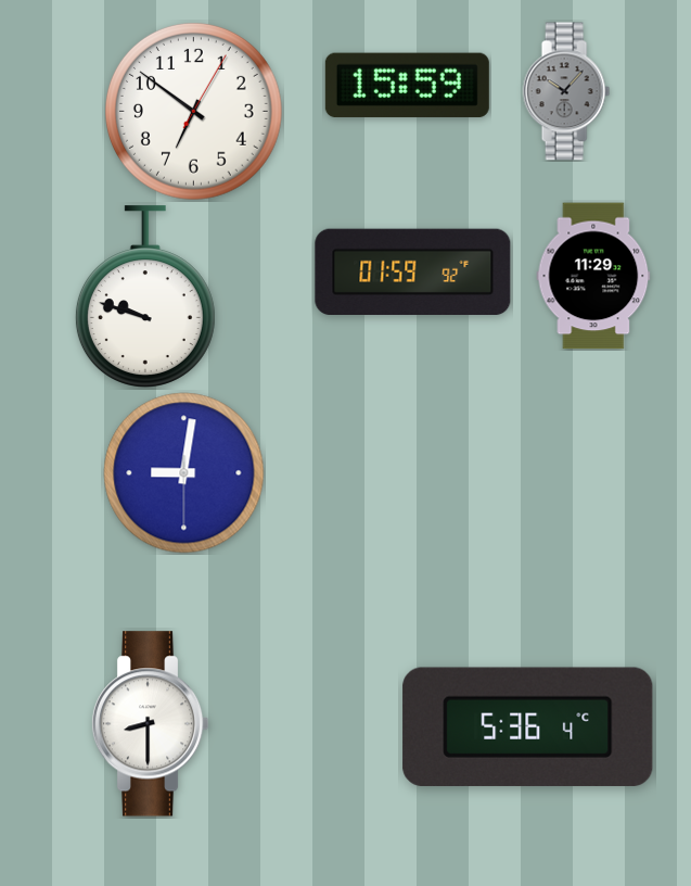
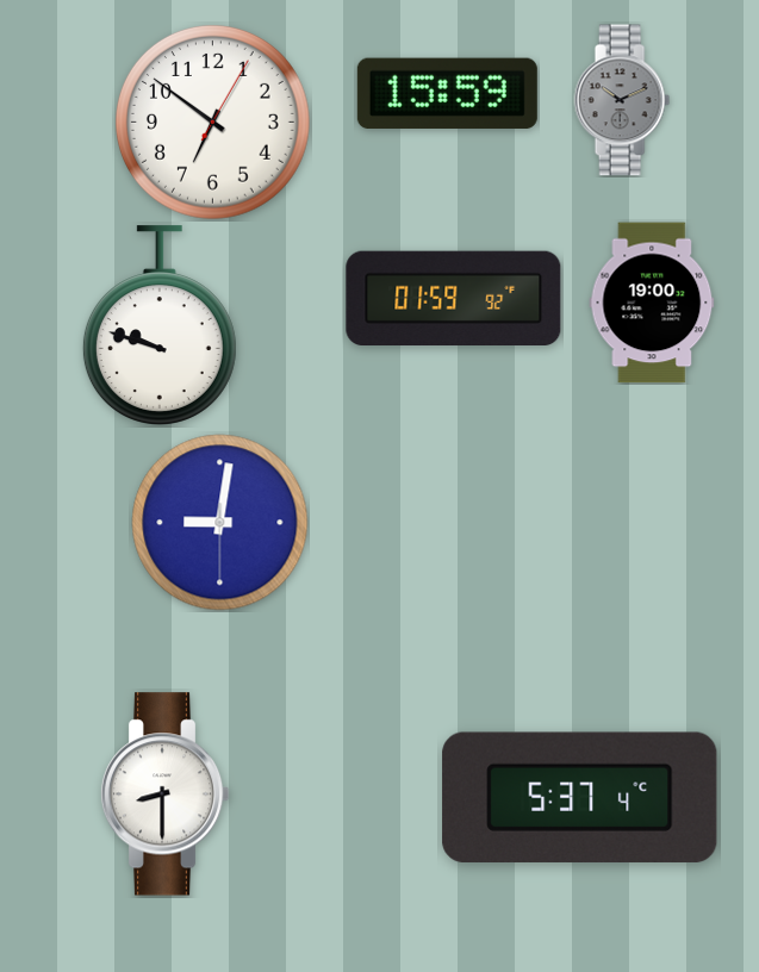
clock at (566, 91): 10:07 -> 10:11
clock at (593, 276): 11:29 -> 19:00
clock at (184, 473) position: (184, 473) -> (220, 523)
clock at (528, 726): 5:36 -> 5:37
